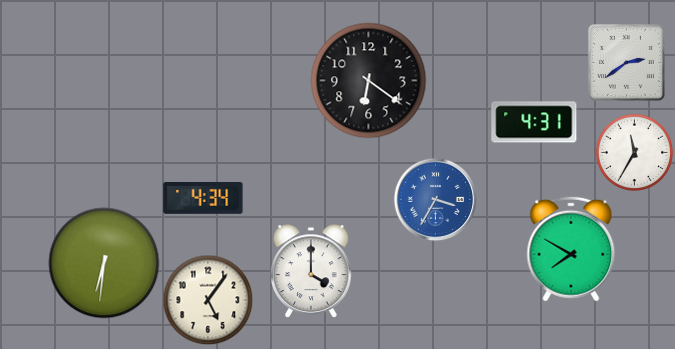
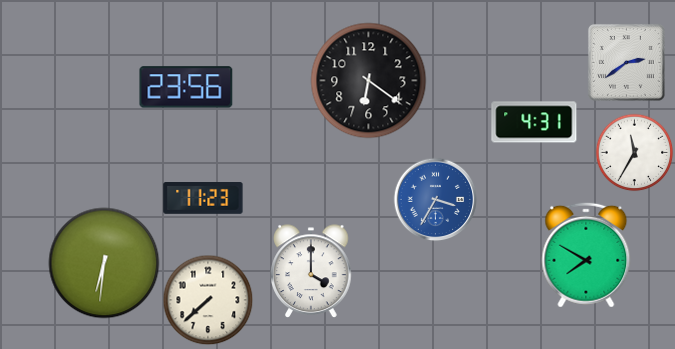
clock at (186, 87): none -> 23:56
clock at (203, 199): 4:34 -> 11:23
clock at (571, 249) position: (571, 249) -> (586, 255)
clock at (208, 300): 5:06 -> 7:38
